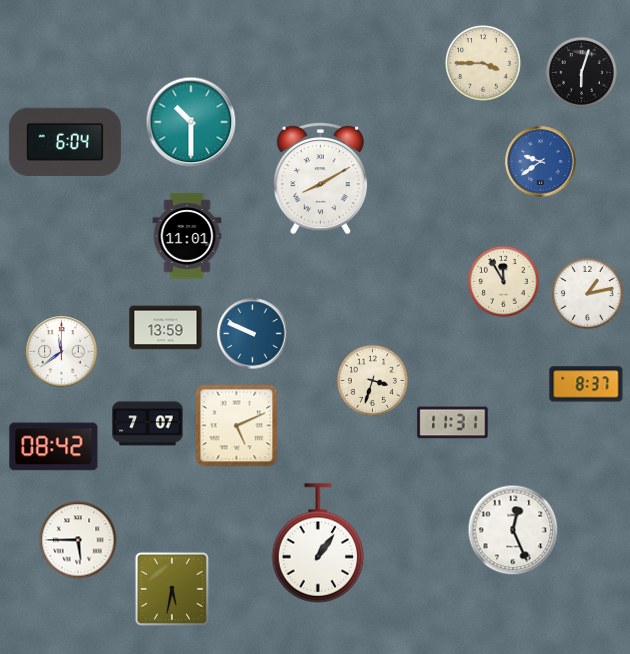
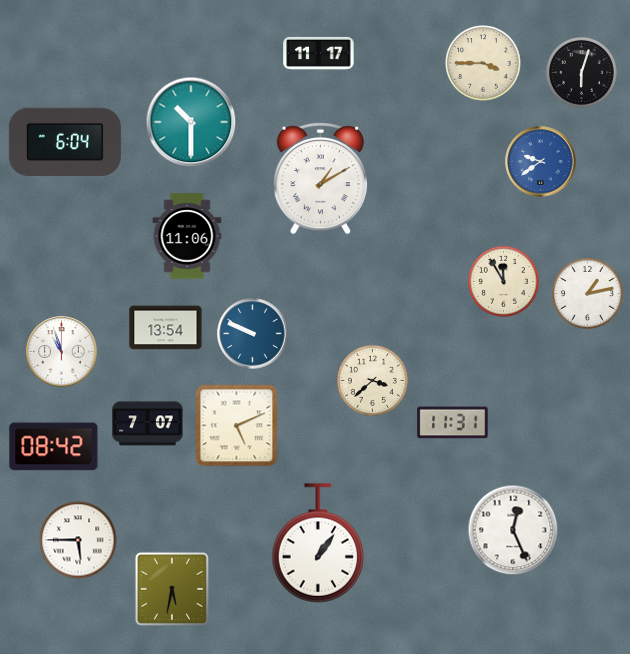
clock at (319, 53): none -> 11:17
clock at (321, 178): 8:10 -> 1:10
clock at (187, 236): 11:01 -> 11:06
clock at (166, 328): 13:59 -> 13:54
clock at (62, 352): 11:39 -> 10:57
clock at (372, 380): 3:33 -> 3:38
clock at (586, 384): 8:37 -> none
